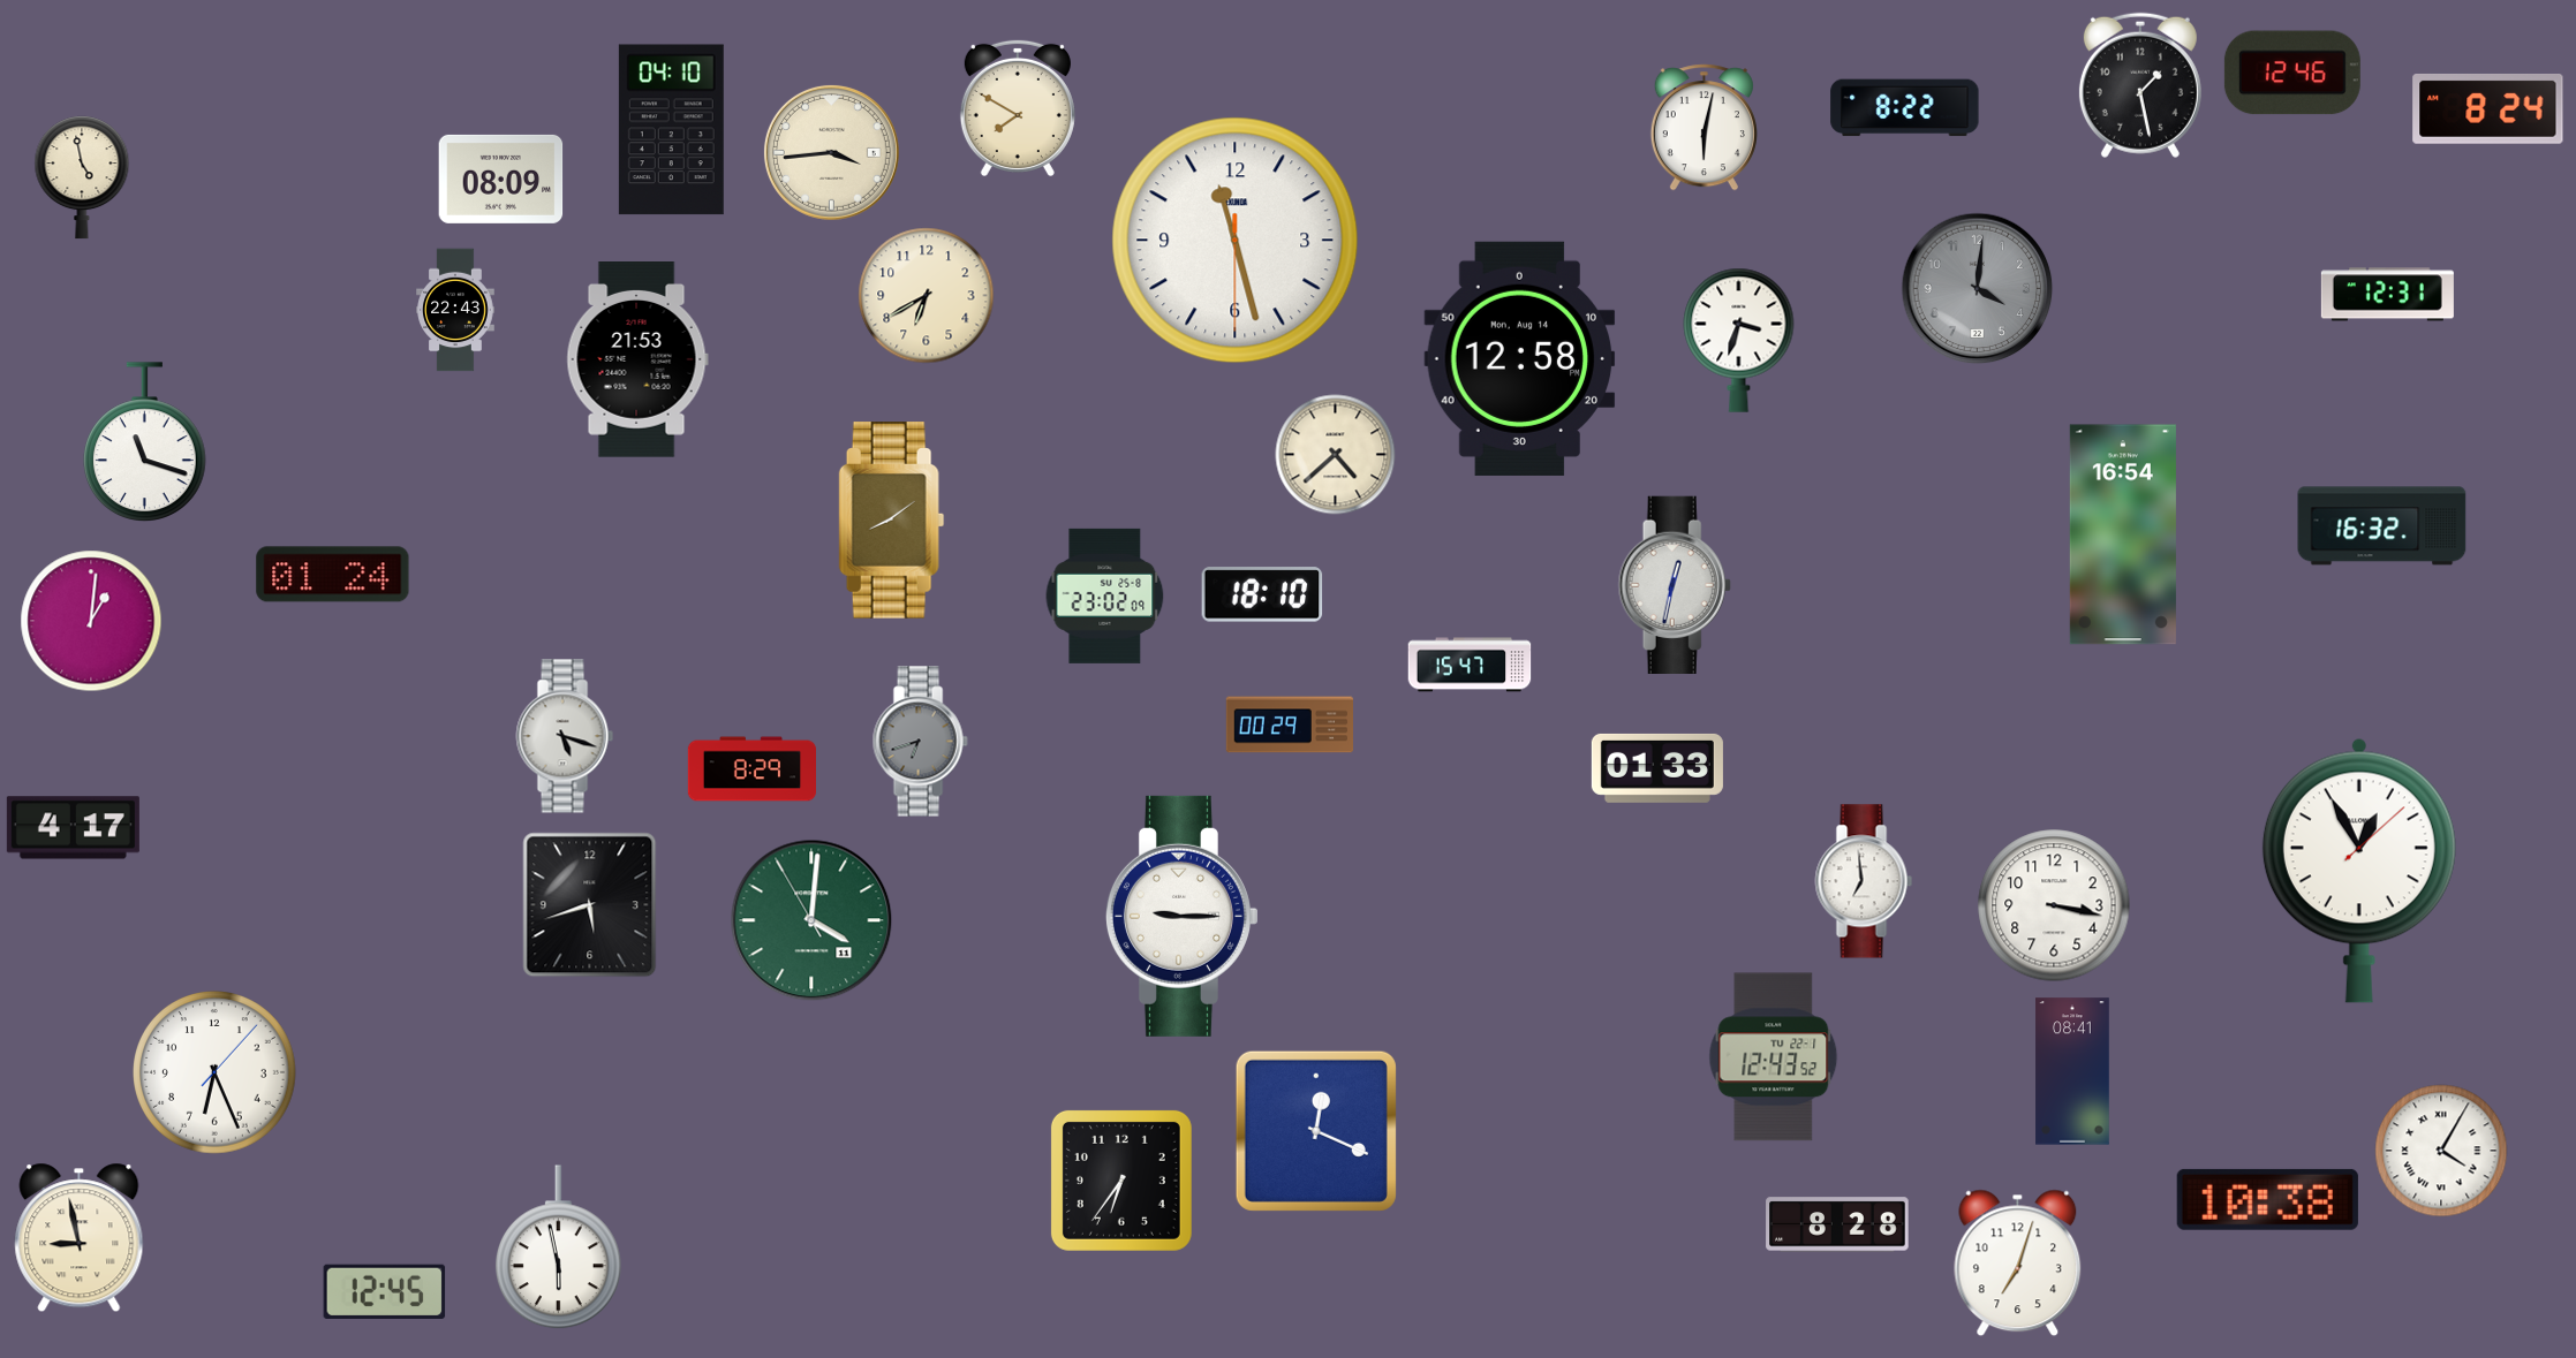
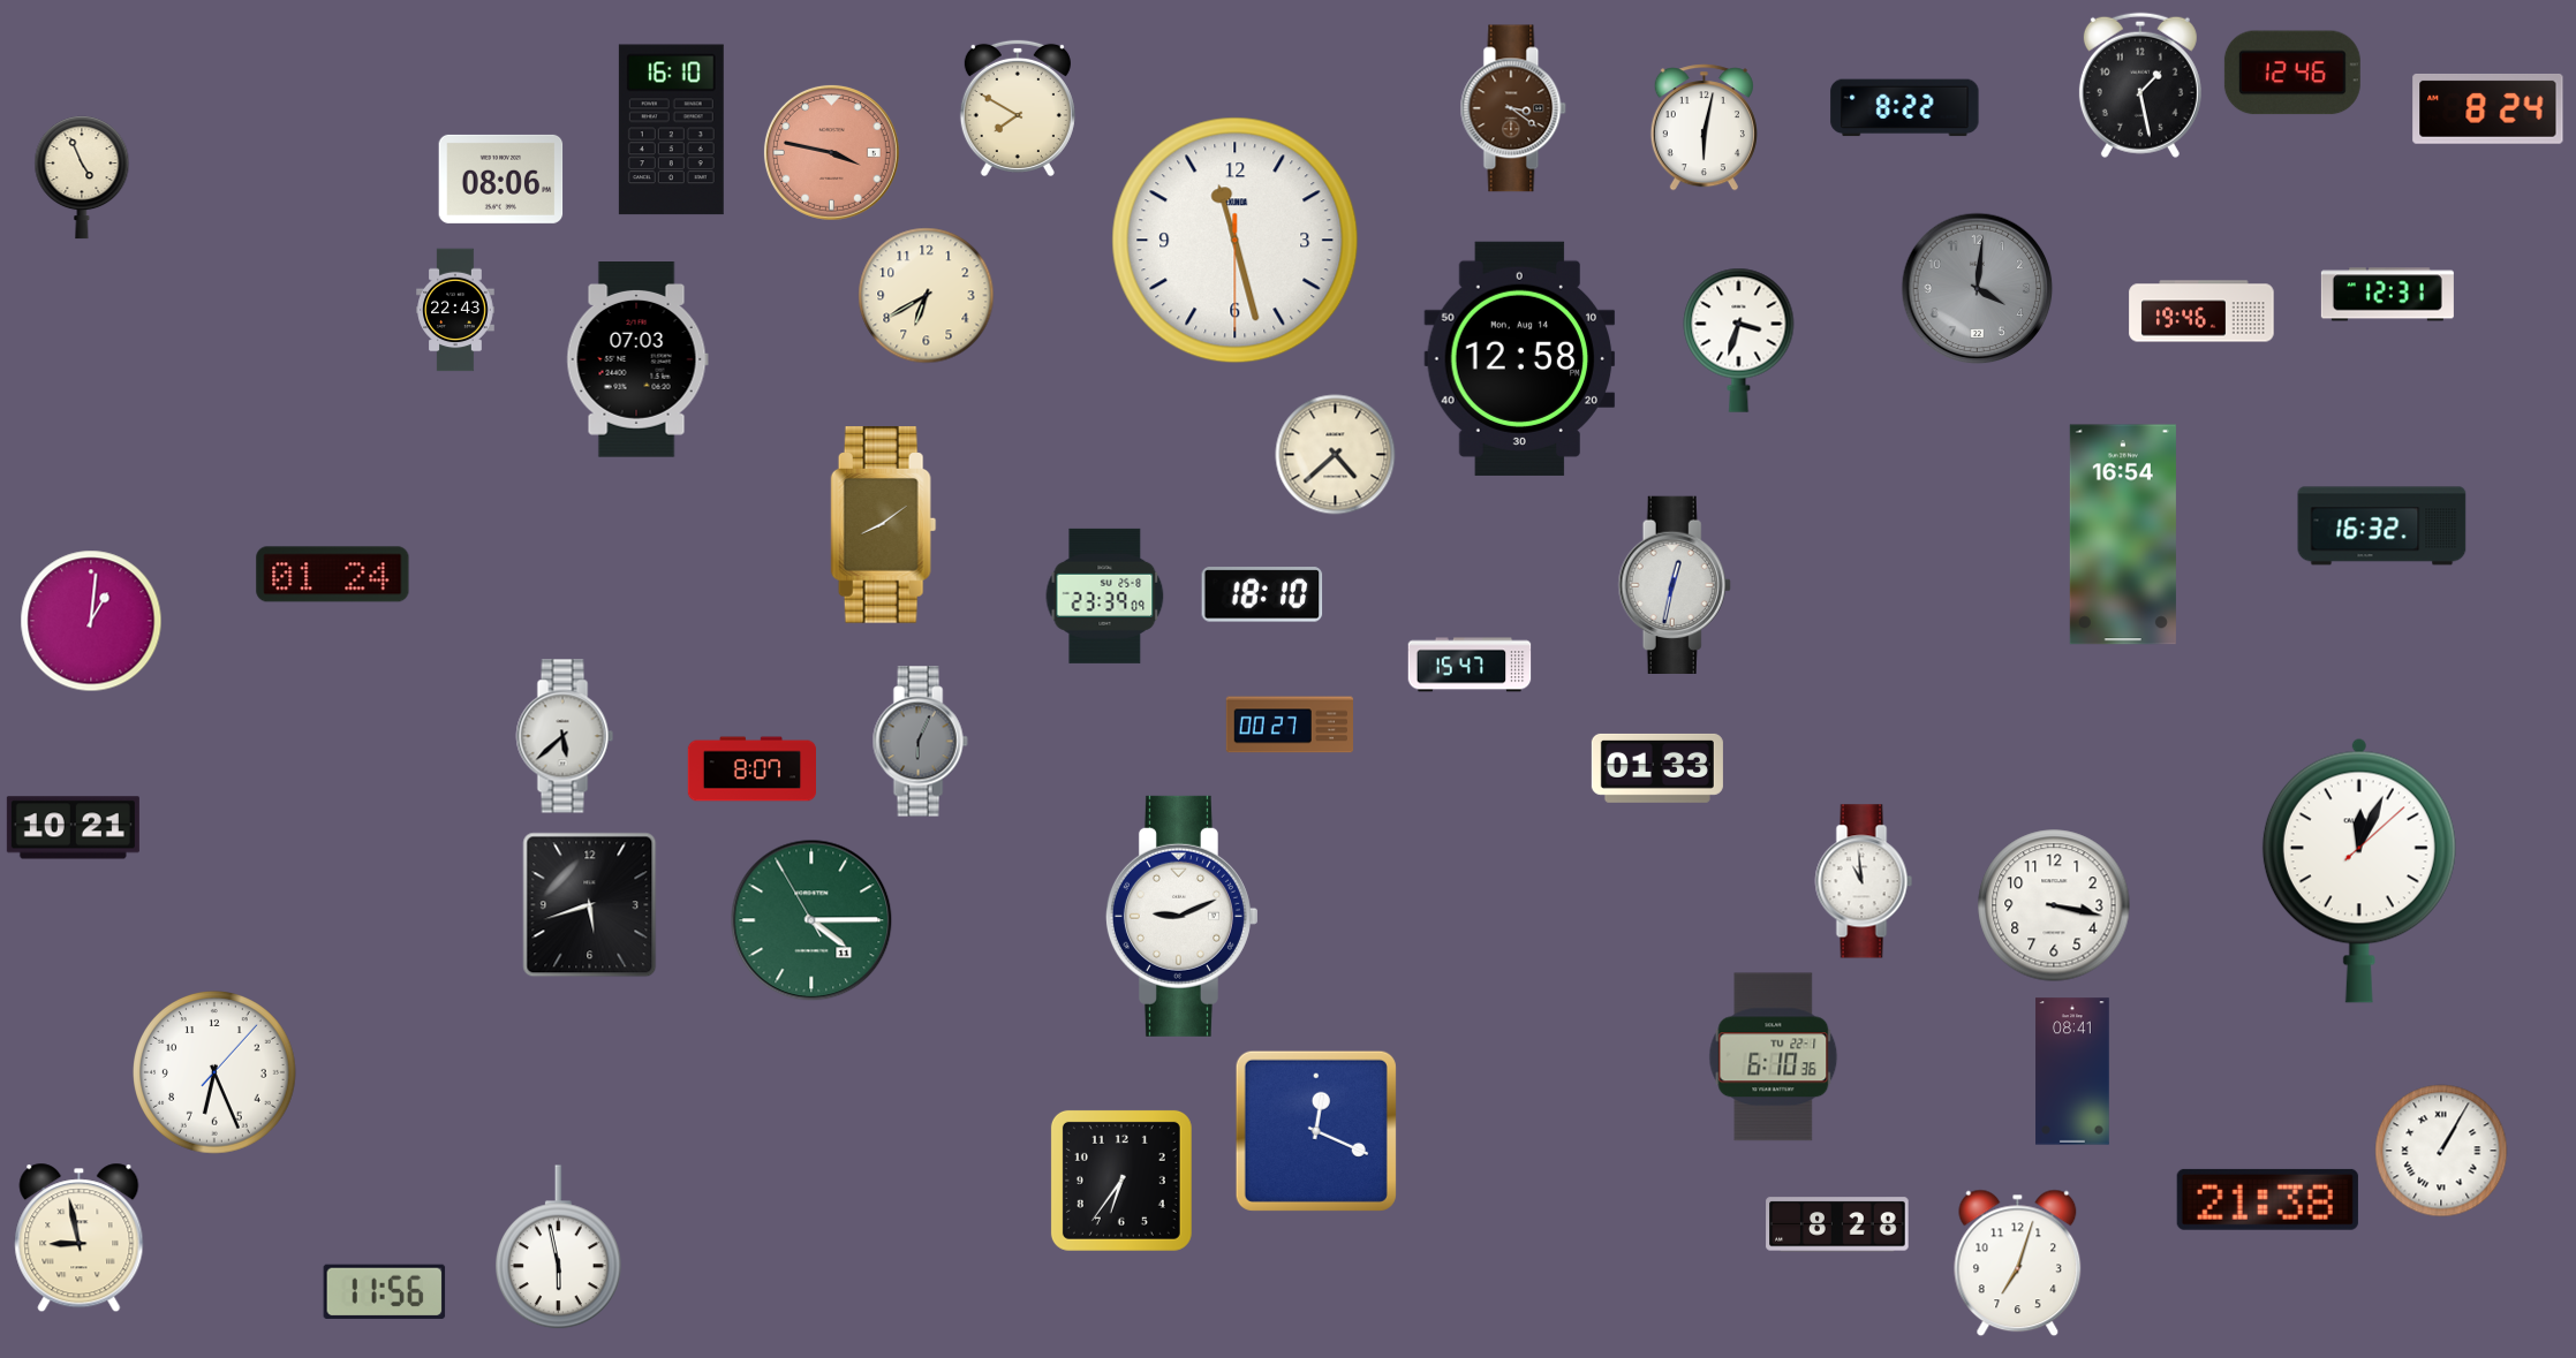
clock at (1513, 108): none -> 3:21
clock at (671, 130): 04:10 -> 16:10
clock at (831, 152): 3:44 -> 3:47
clock at (831, 152) dial: cream -> salmon
clock at (82, 177): 4:58 -> 4:56
clock at (501, 179): 08:09 -> 08:06
clock at (2201, 311): none -> 19:46
clock at (637, 361): 21:53 -> 07:03
clock at (145, 442): 11:18 -> none
clock at (892, 521) position: (892, 521) -> (884, 525)
clock at (1105, 595): 23:02 -> 23:39
clock at (1290, 724): 00:29 -> 00:27
clock at (565, 736): 5:18 -> 5:38
clock at (920, 742): 6:42 -> 6:04
clock at (751, 769): 8:29 -> 8:07
clock at (73, 828): 4:17 -> 10:21
clock at (2359, 871): 12:55 -> 12:04
clock at (1864, 881): 6:59 -> 10:59
clock at (1181, 916): 9:15 -> 9:11
clock at (811, 920): 4:00 -> 4:14
clock at (1774, 1057): 12:43 -> 6:10
clock at (2441, 1151): 4:05 -> 1:05
clock at (2267, 1199): 10:38 -> 21:38
clock at (385, 1291): 12:45 -> 11:56
